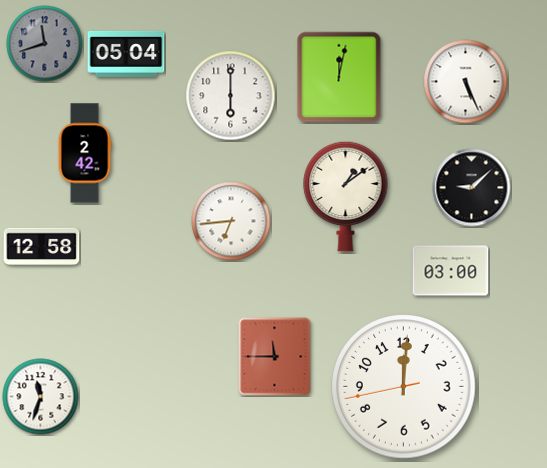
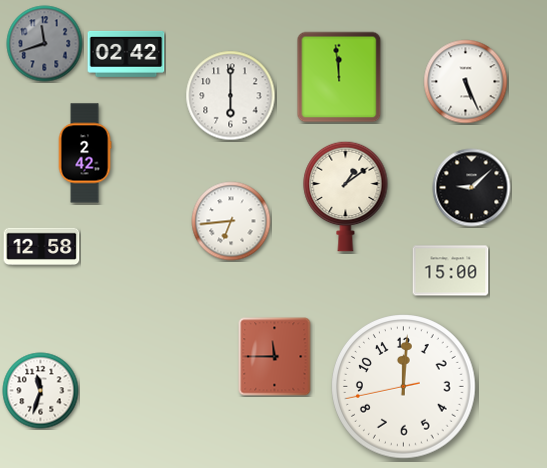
clock at (126, 54): 05:04 -> 02:42
clock at (339, 77): 12:02 -> 11:59
clock at (451, 271): 03:00 -> 15:00
clock at (41, 397) position: (41, 397) -> (41, 391)
